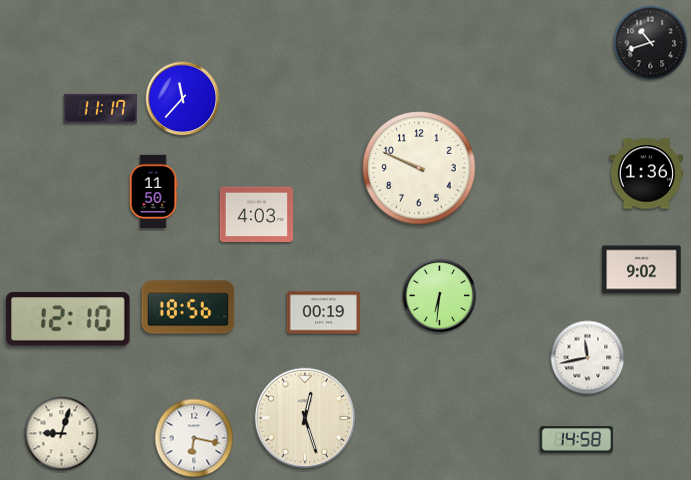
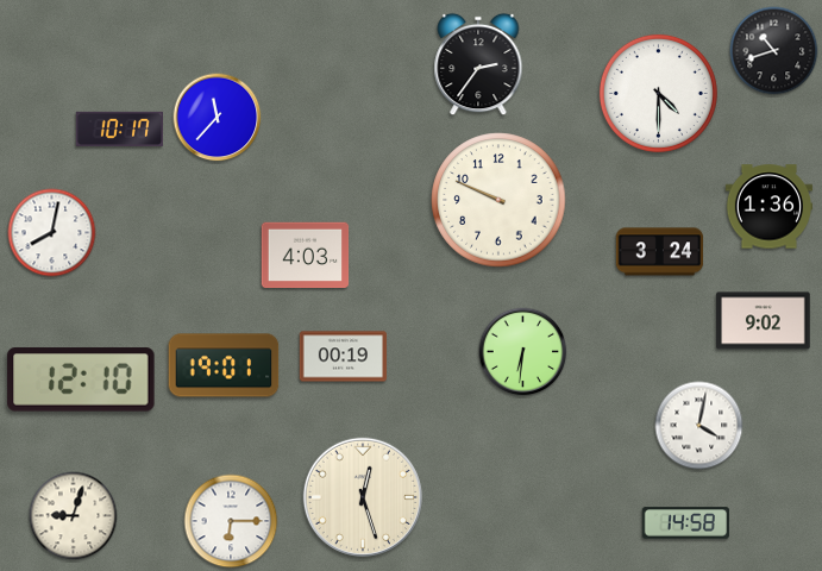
clock at (478, 64): none -> 2:36
clock at (658, 93): none -> 4:30
clock at (100, 108): 11:17 -> 10:17
clock at (153, 192): 11:50 -> none
clock at (52, 233): none -> 8:02
clock at (660, 252): none -> 3:24
clock at (188, 307): 18:56 -> 19:01
clock at (324, 313) position: (324, 313) -> (344, 357)
clock at (588, 358): 11:43 -> 4:02
clock at (194, 438): 6:17 -> 6:15
